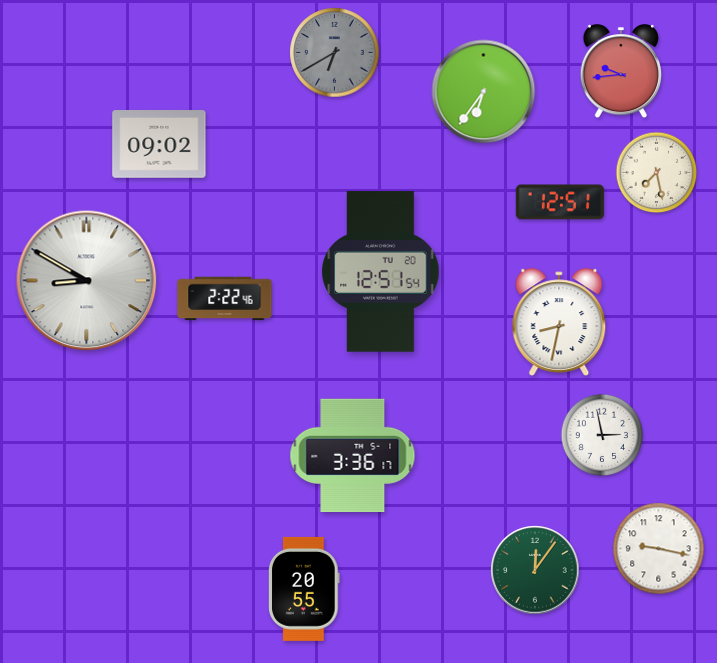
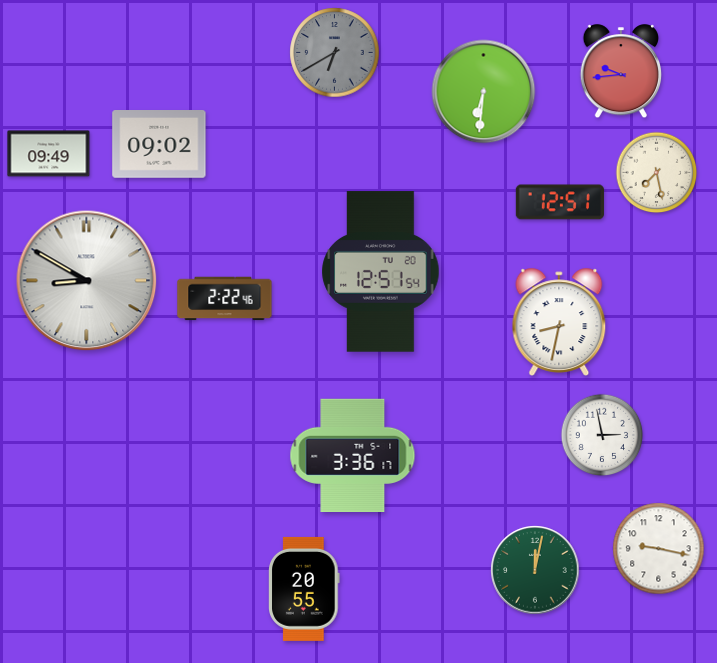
clock at (484, 92): 6:36 -> 6:31
clock at (49, 154): none -> 09:49
clock at (535, 570): 12:06 -> 12:02
